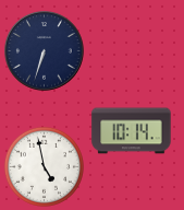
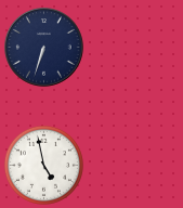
clock at (45, 51) position: (45, 51) -> (44, 48)
clock at (132, 131): 10:14 -> none
